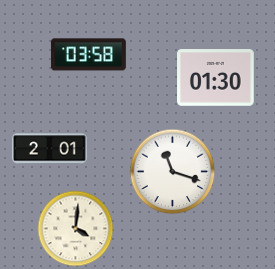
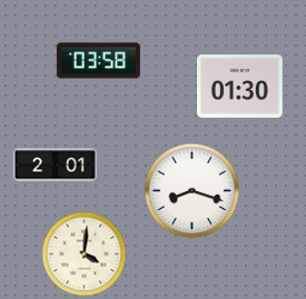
clock at (173, 172): 11:18 -> 8:18
